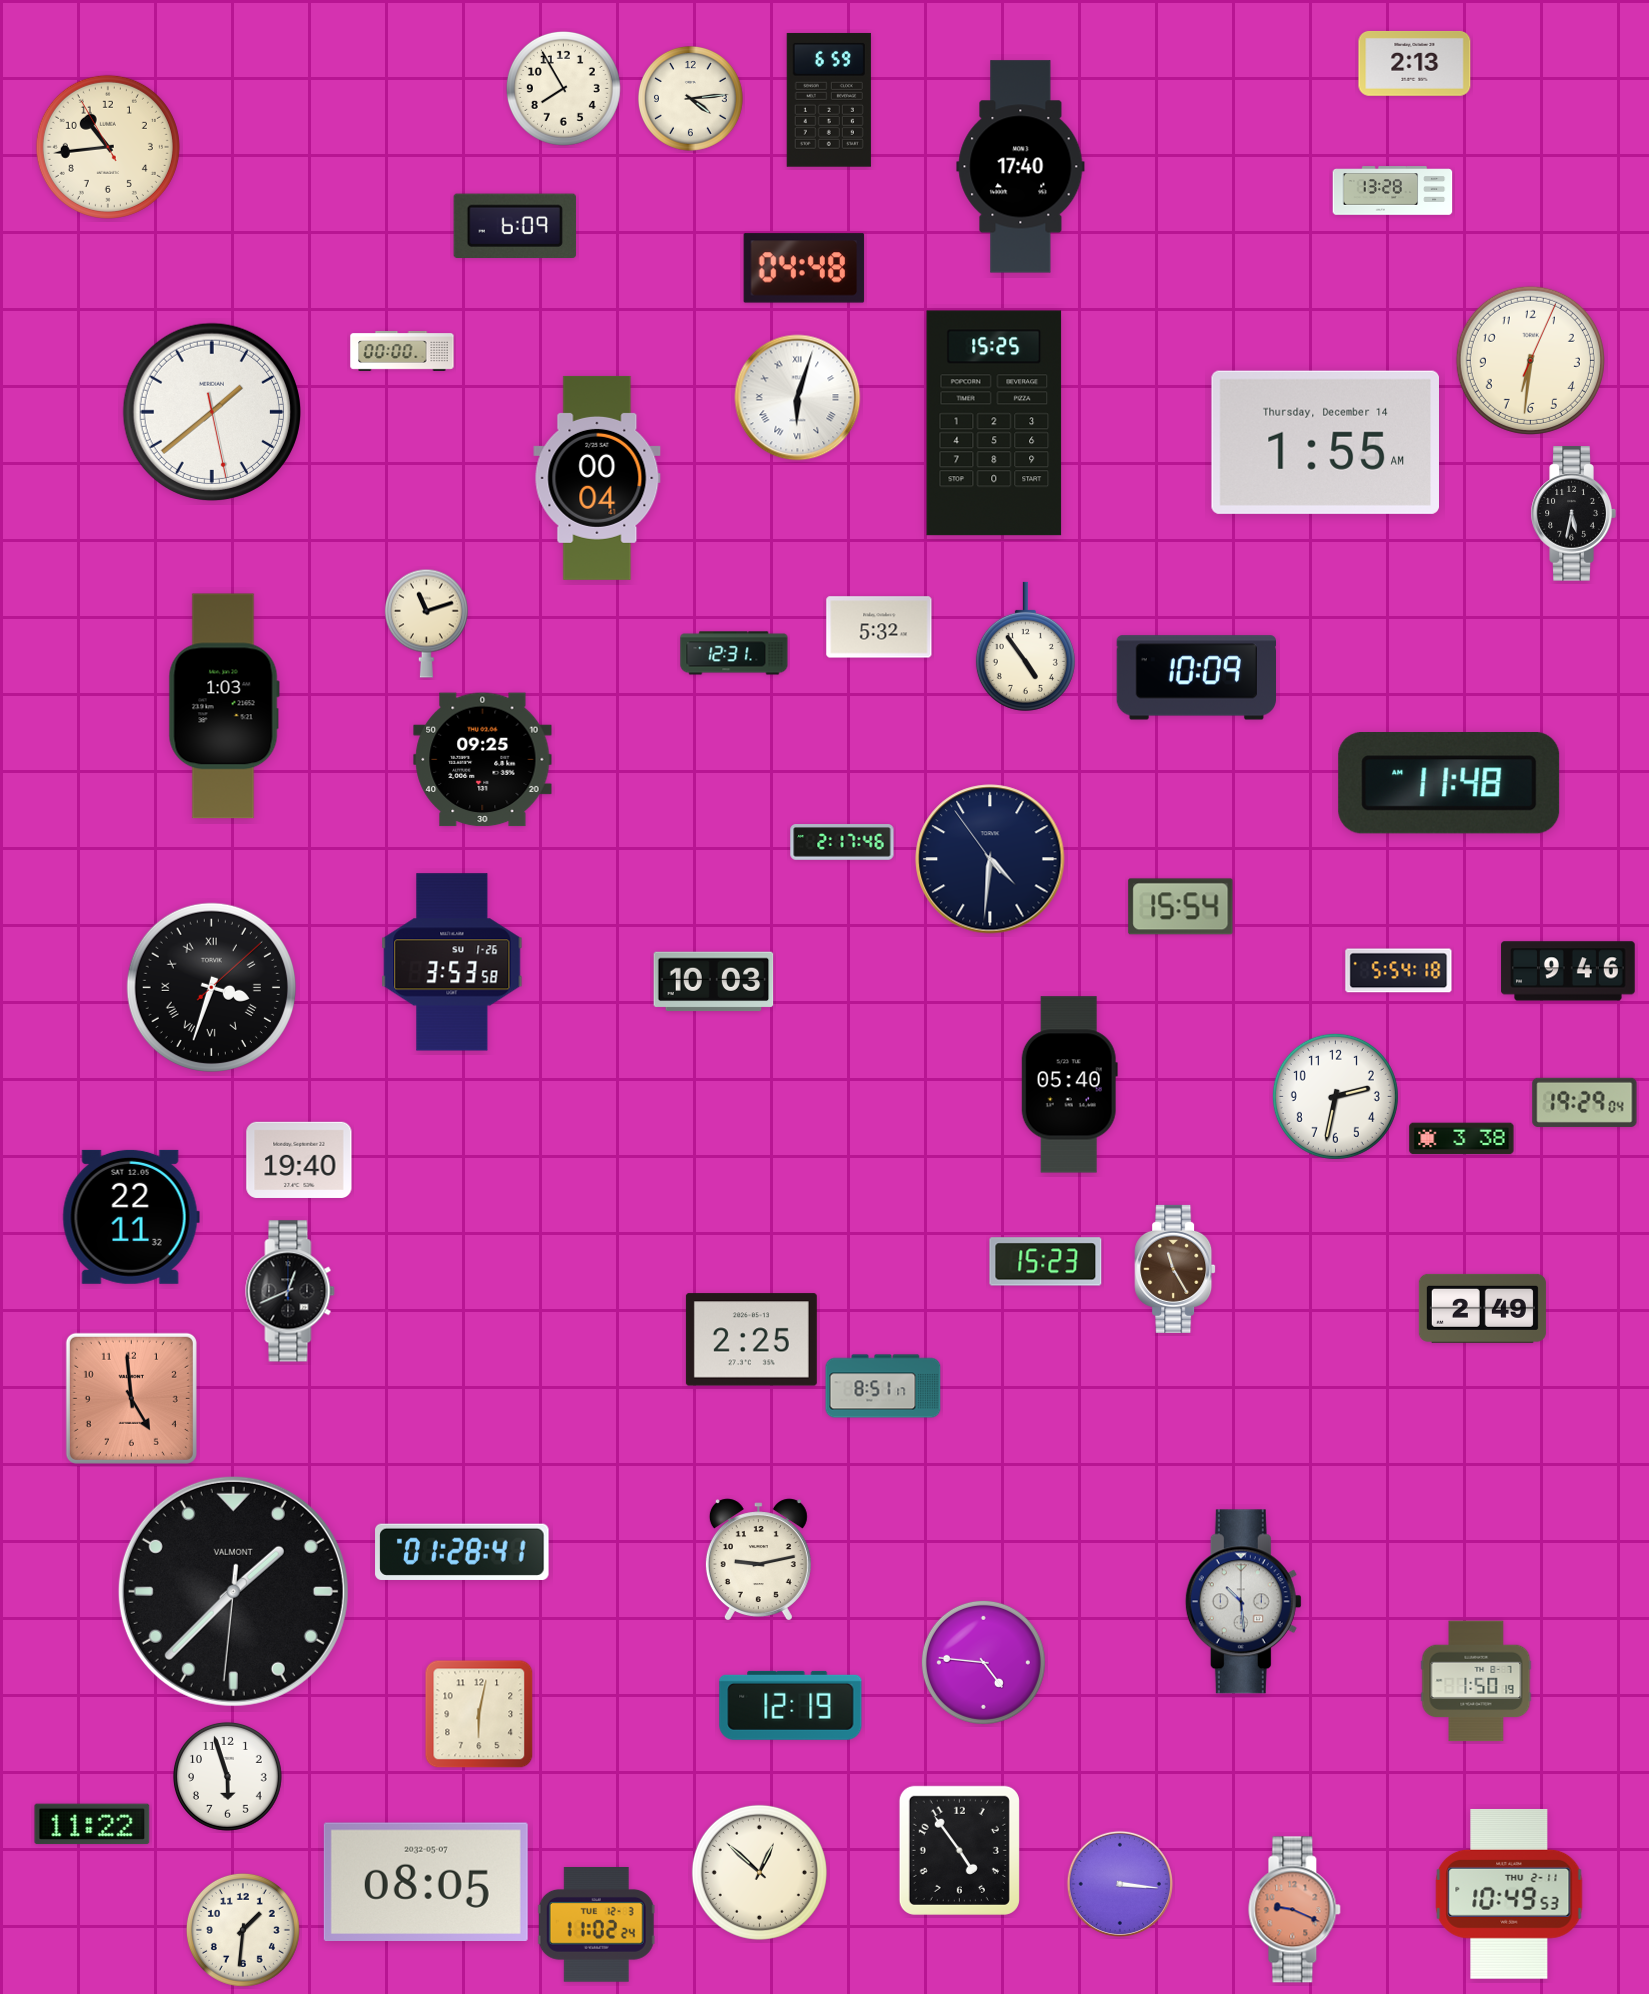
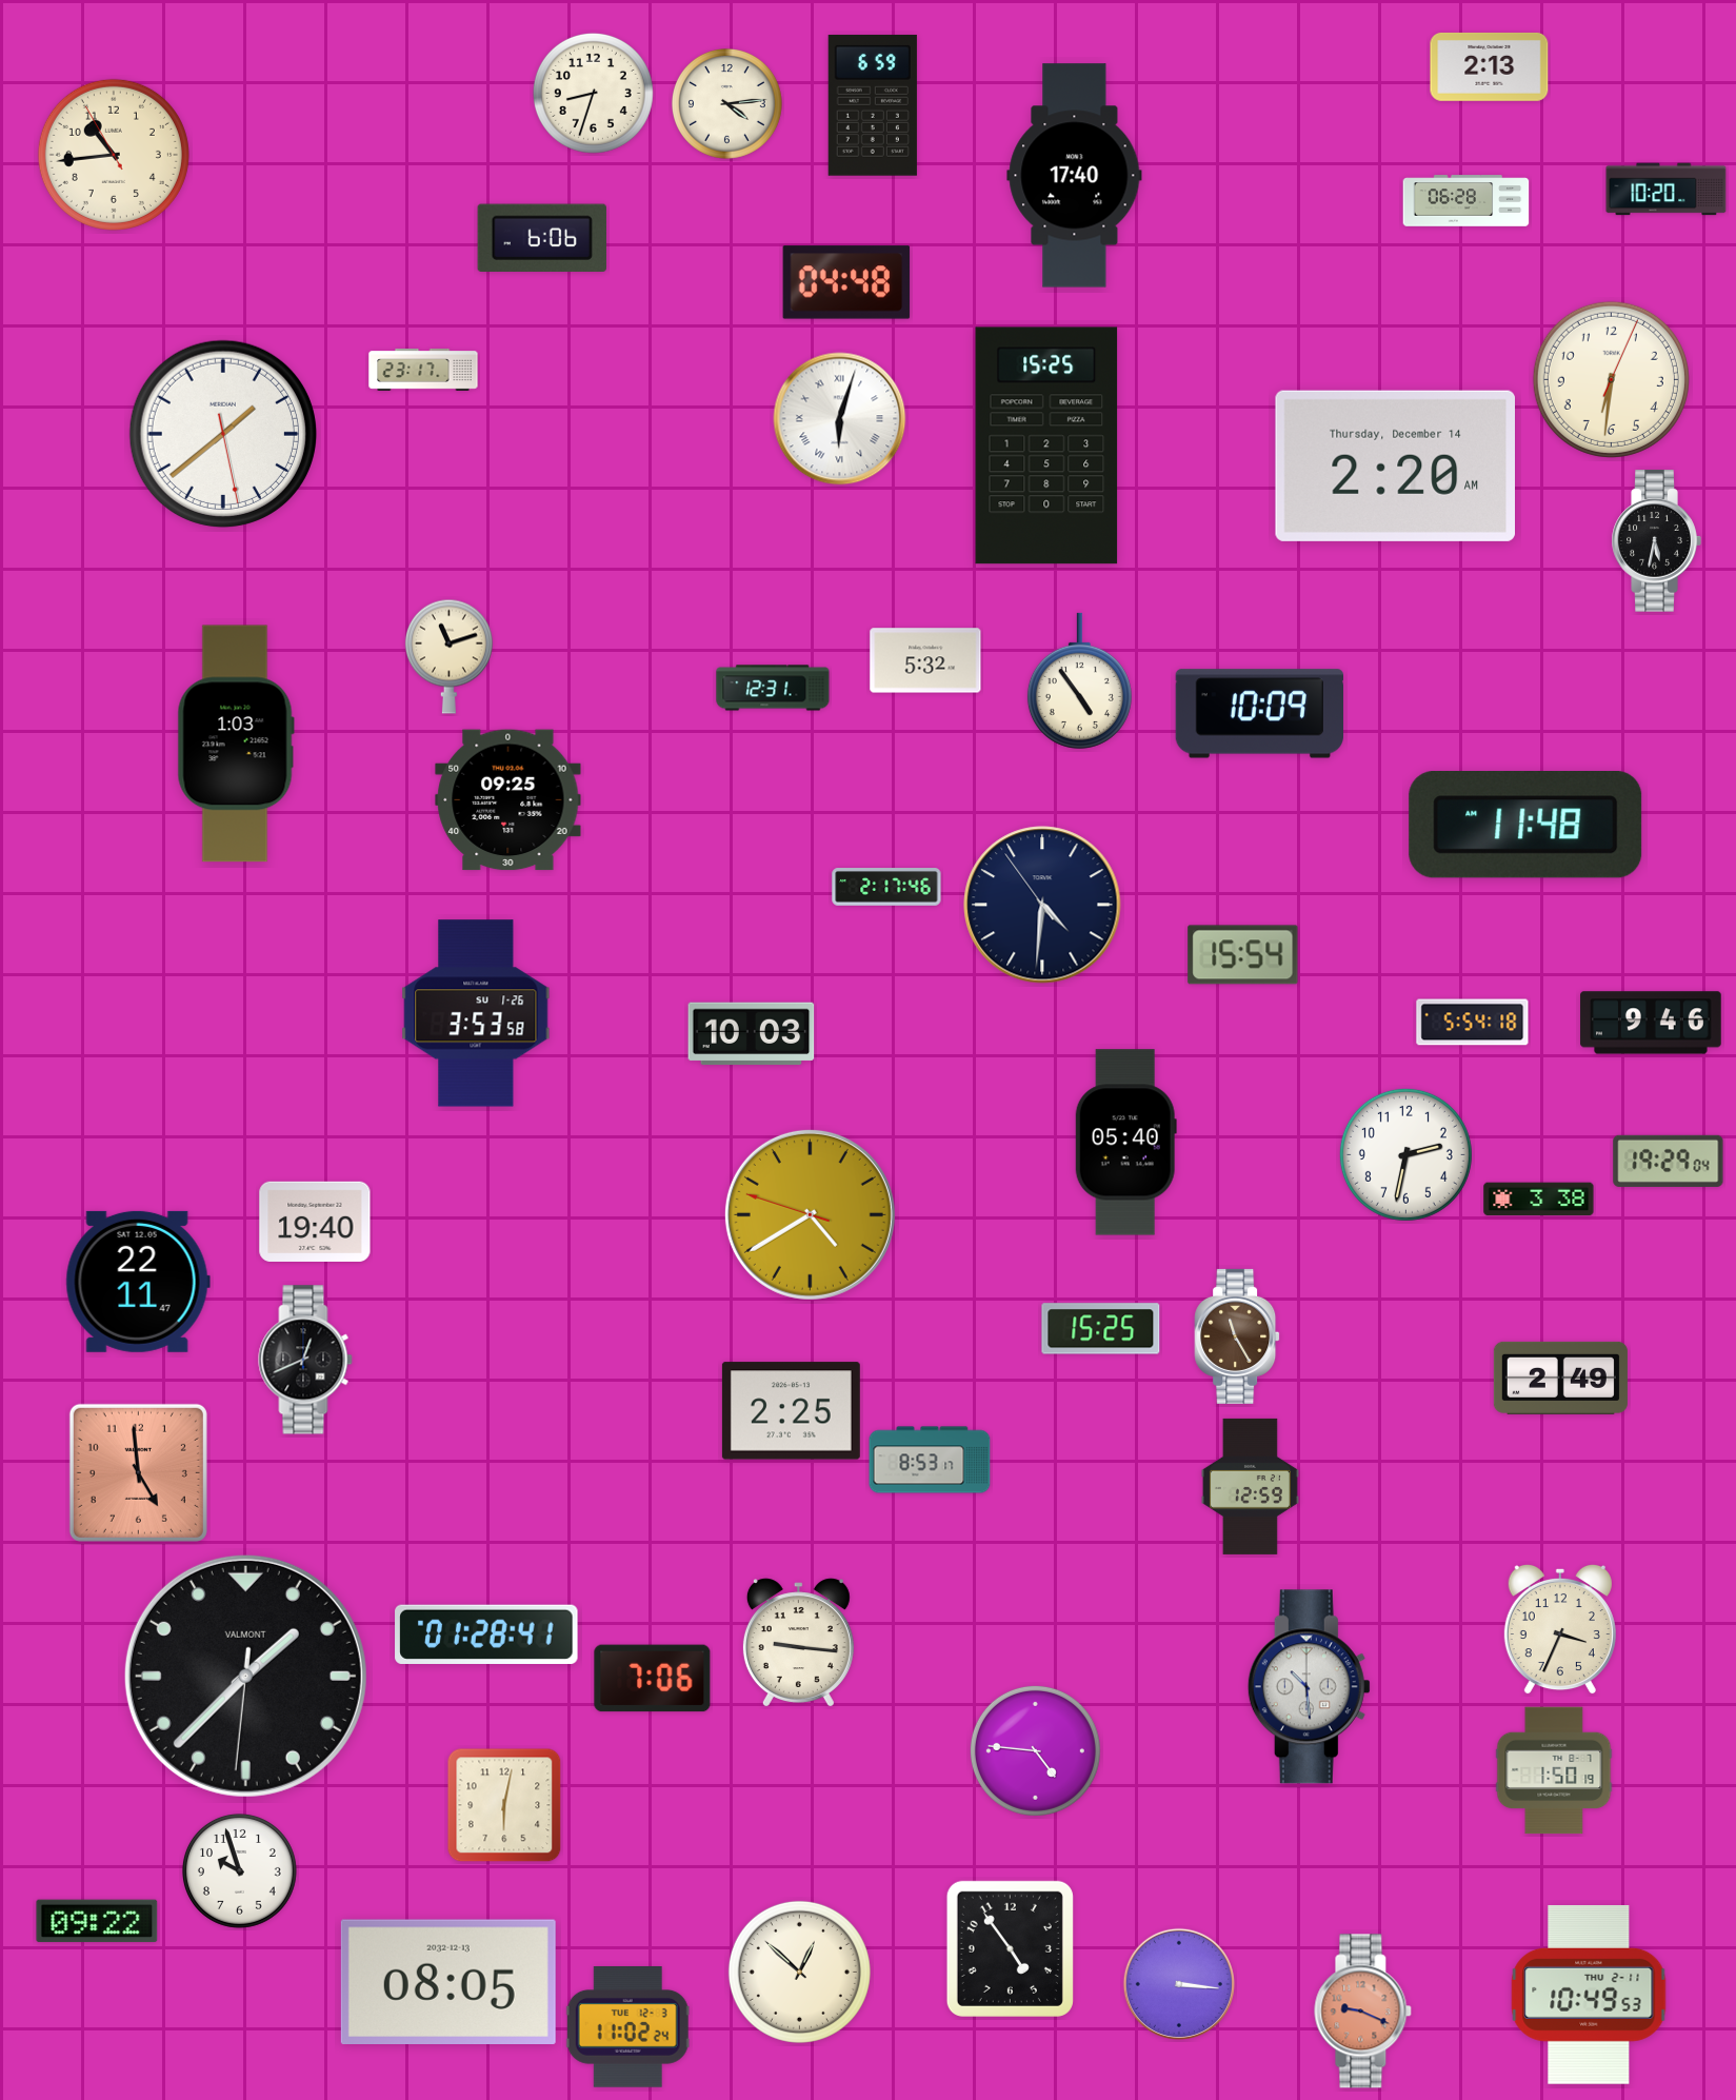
clock at (563, 88): 7:55 -> 8:33
clock at (1667, 190): none -> 10:20
clock at (1393, 191): 13:28 -> 06:28
clock at (515, 226): 6:09 -> 6:06
clock at (402, 352): 00:00 -> 23:17
clock at (1325, 442): 1:55 -> 2:20
clock at (597, 478): 00:04 -> none
clock at (211, 987): 3:33 -> none
clock at (810, 1214): none -> 4:39
clock at (131, 1217): 22:11:32 -> 22:11:47
clock at (1046, 1262): 15:23 -> 15:25
clock at (883, 1386): 8:51 -> 8:53
clock at (1250, 1486): none -> 12:59
clock at (1560, 1629): none -> 3:34
clock at (758, 1559): 9:13 -> 9:16
clock at (653, 1679): none -> 7:06
clock at (791, 1705): 12:19 -> none
clock at (227, 1776): 5:57 -> 9:57
clock at (92, 1824): 11:22 -> 09:22
clock at (426, 1881) date: 2032-05-07 -> 2032-12-13
clock at (243, 1930): 1:31 -> none
